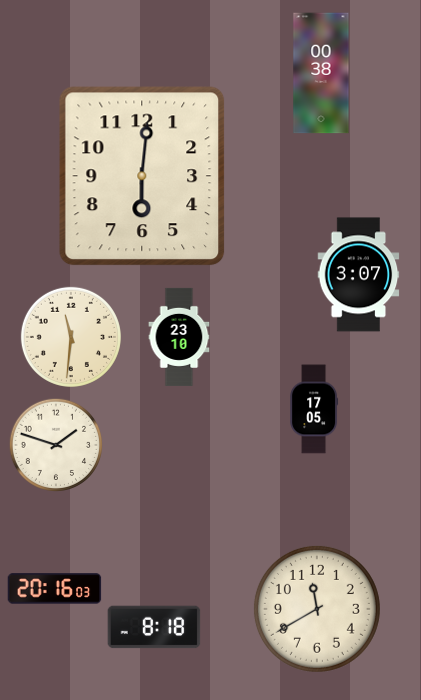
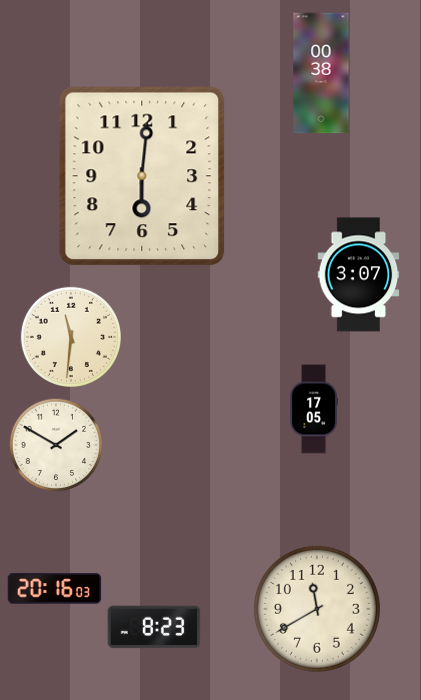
clock at (179, 337): 23:10 -> none
clock at (55, 444): 1:48 -> 1:50
clock at (154, 627): 8:18 -> 8:23
